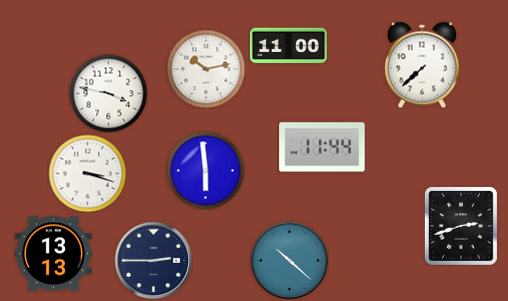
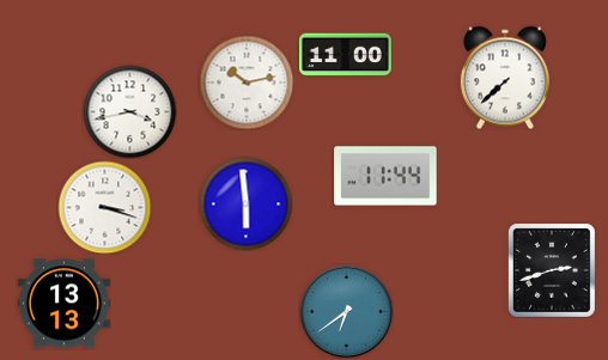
clock at (108, 93): 3:47 -> 3:43
clock at (153, 260): 2:45 -> none
clock at (289, 260): 10:22 -> 6:39
